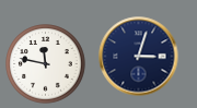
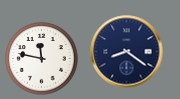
clock at (139, 57): 3:03 -> 8:21
